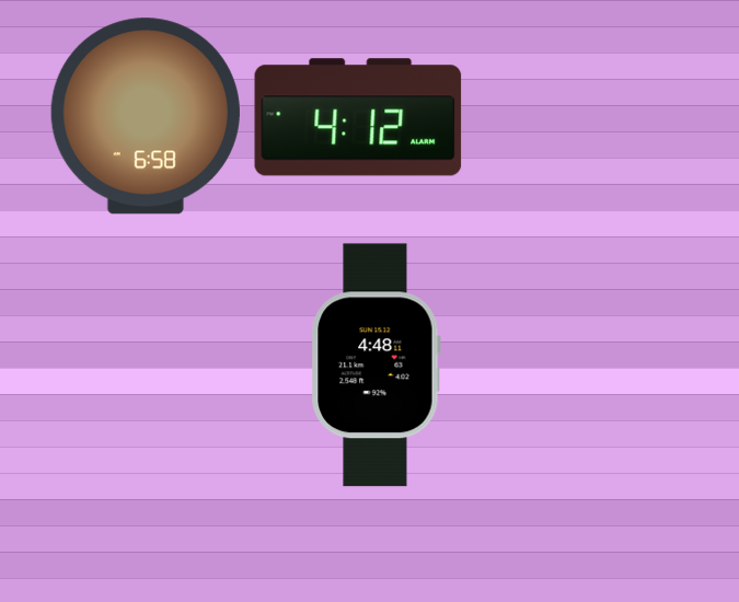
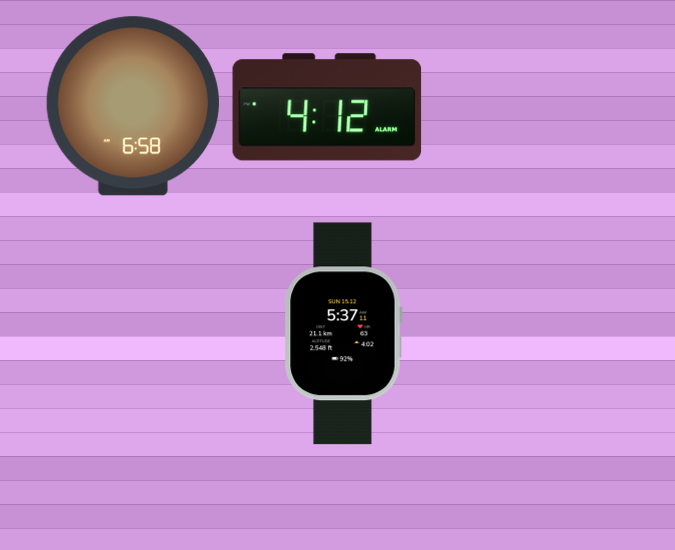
clock at (376, 366): 4:48 -> 5:37
